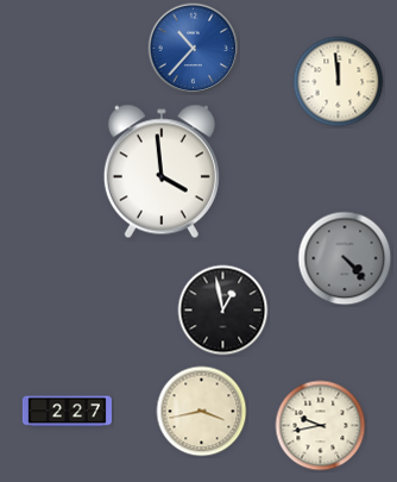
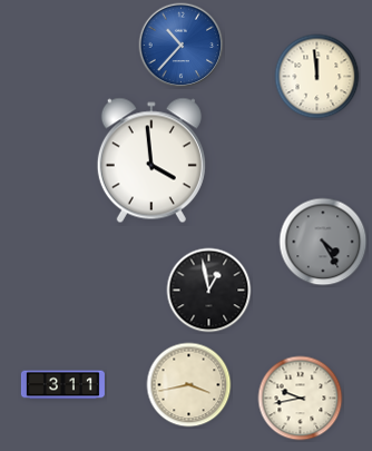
clock at (345, 258): 4:23 -> 4:25
clock at (67, 412): 2:27 -> 3:11
